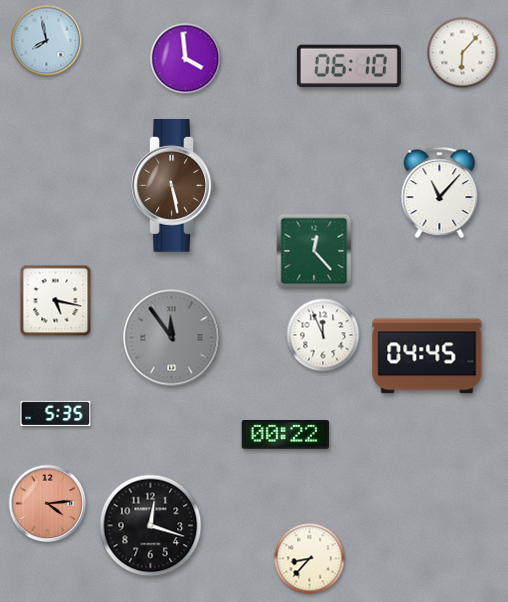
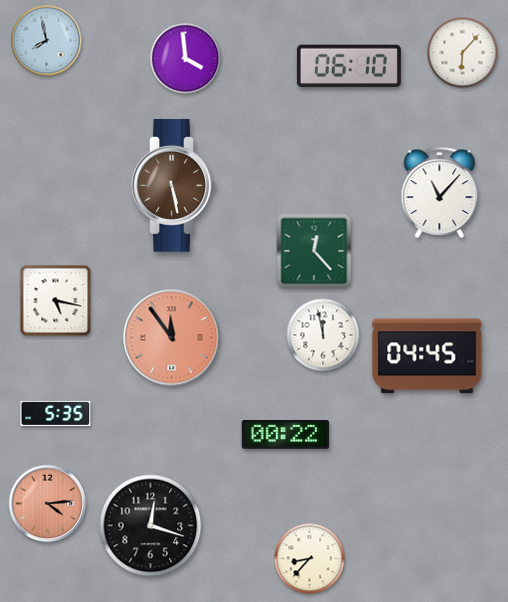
clock at (323, 335): 11:56 -> 11:58
clock at (172, 338) dial: grey -> salmon
